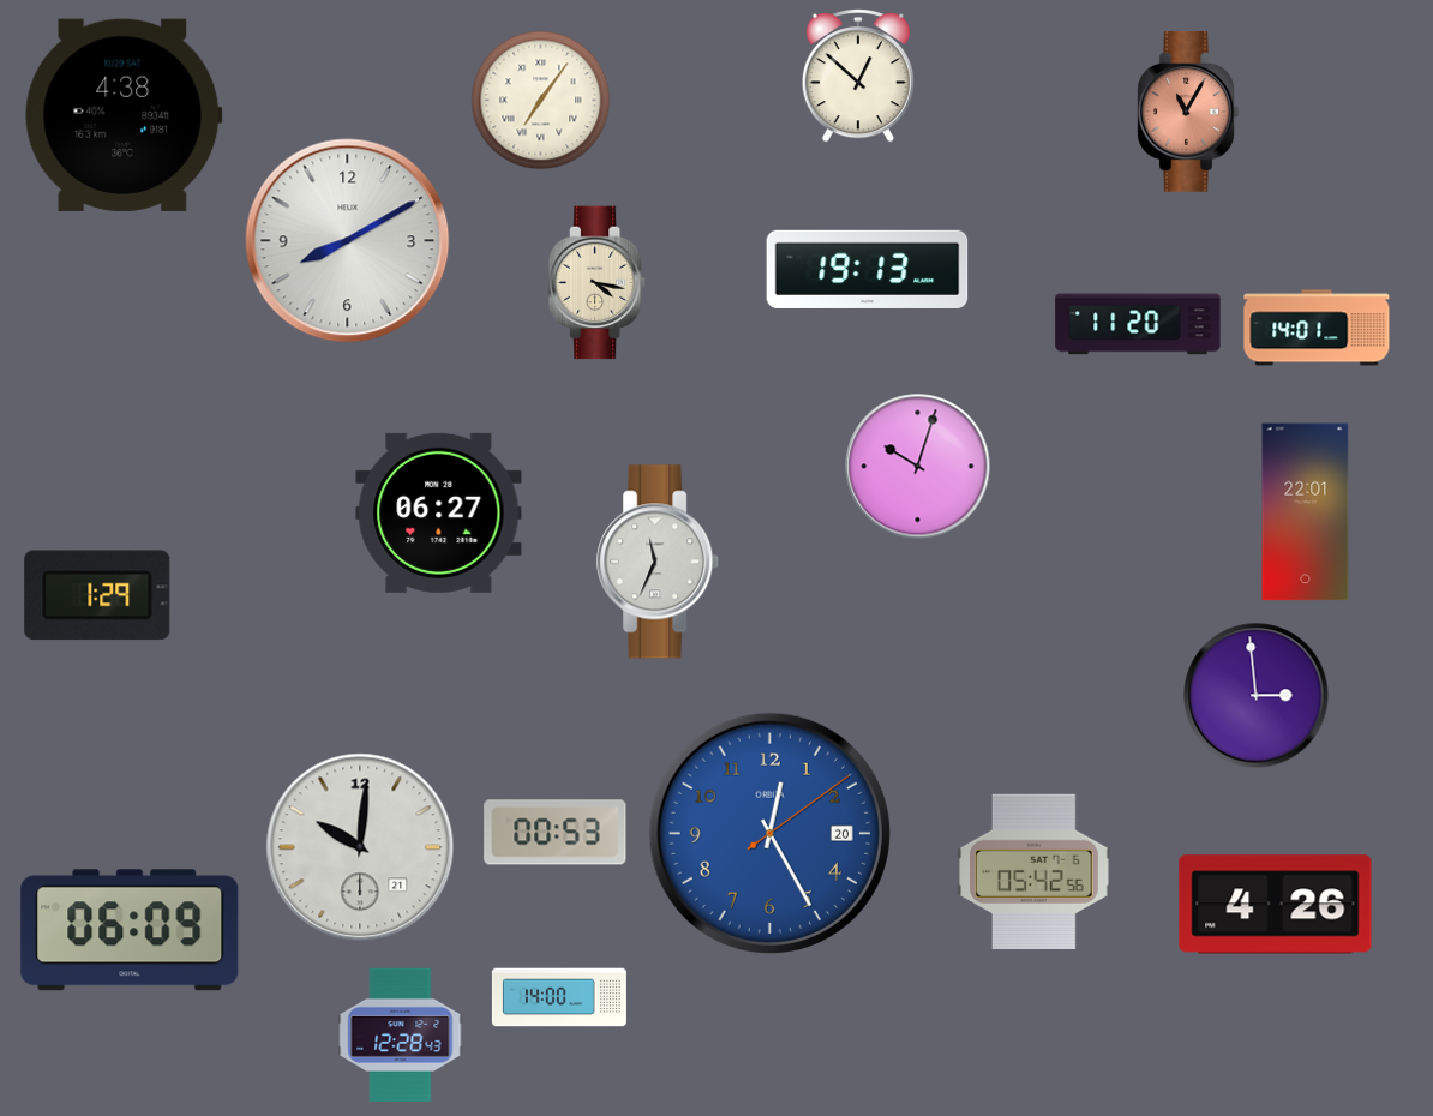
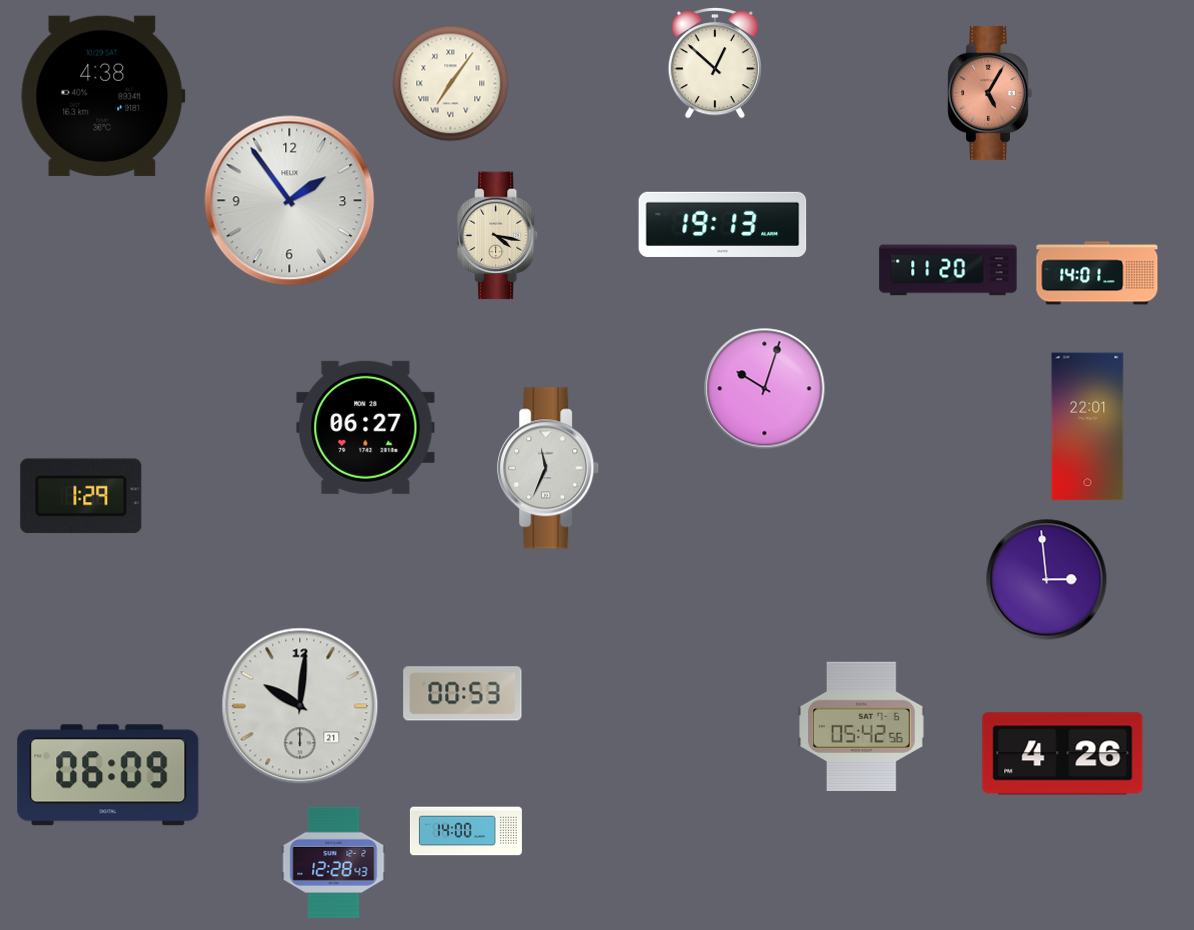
clock at (1188, 112): 11:05 -> 5:05
clock at (348, 241): 8:10 -> 1:54
clock at (769, 833): 12:25 -> none
